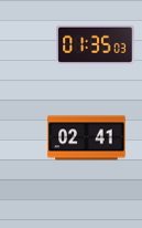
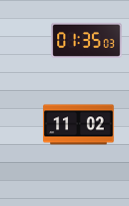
clock at (87, 138): 02:41 -> 11:02
